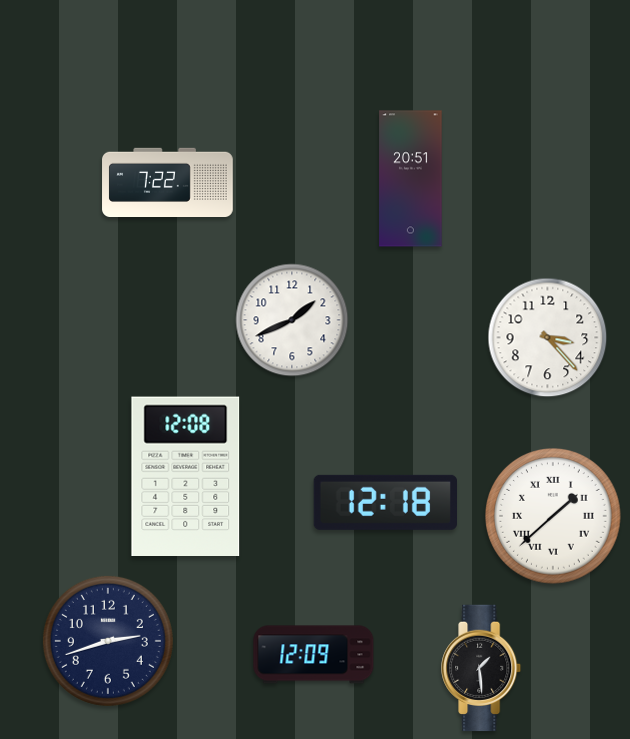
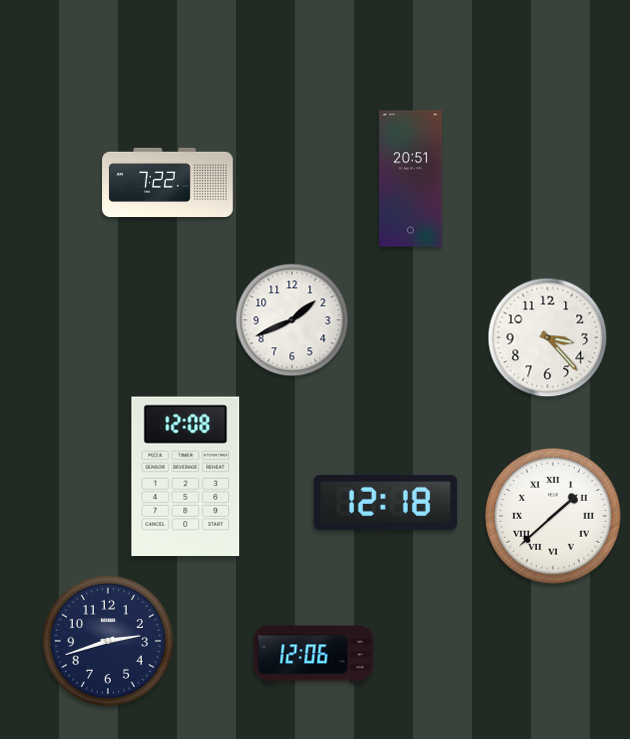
clock at (314, 655): 12:09 -> 12:06
clock at (482, 668): 1:29 -> none
